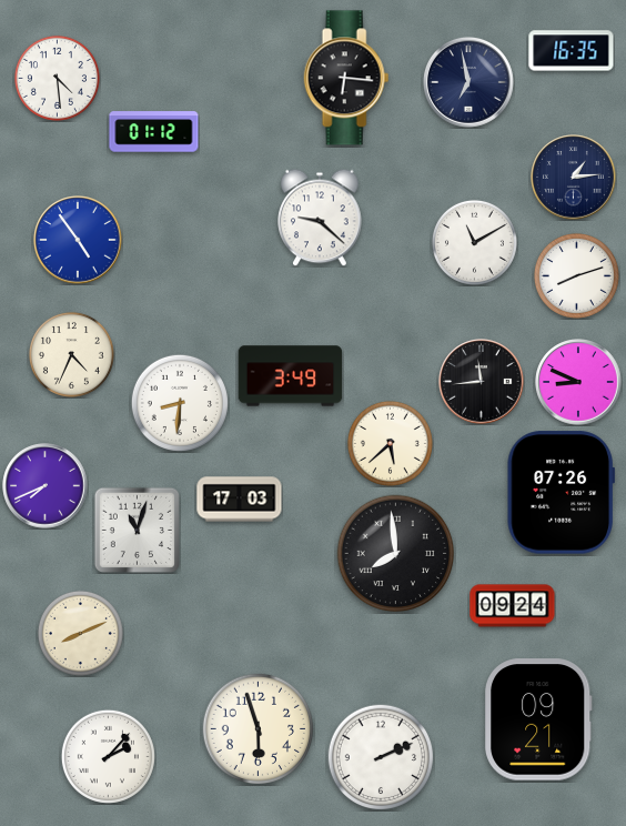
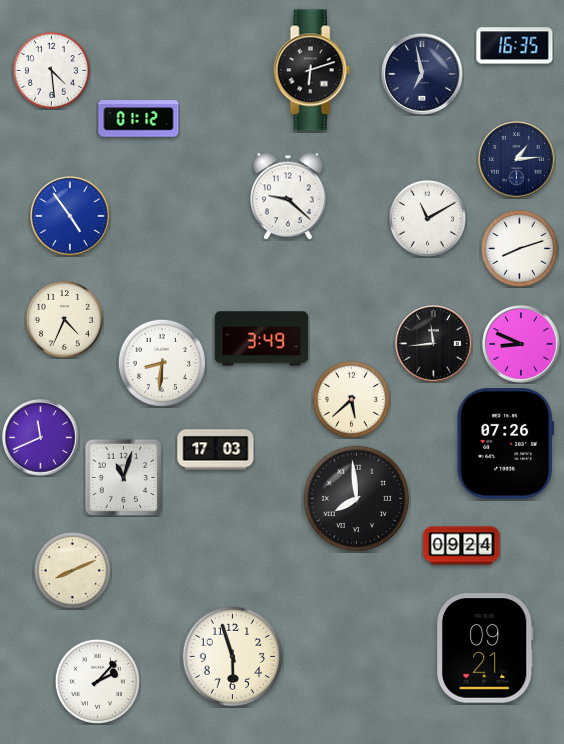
clock at (346, 78): 6:16 -> 6:12
clock at (46, 486): 7:41 -> 11:41
clock at (380, 756): 2:11 -> none
